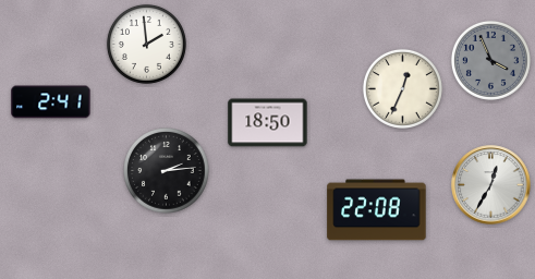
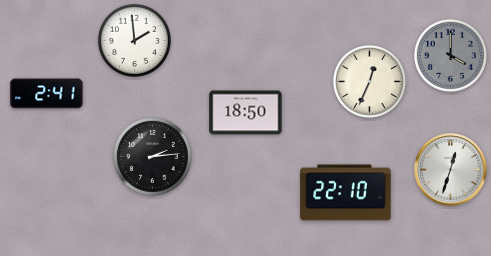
clock at (490, 60): 3:56 -> 4:00
clock at (491, 185): 12:35 -> 12:33
clock at (377, 210): 22:08 -> 22:10
